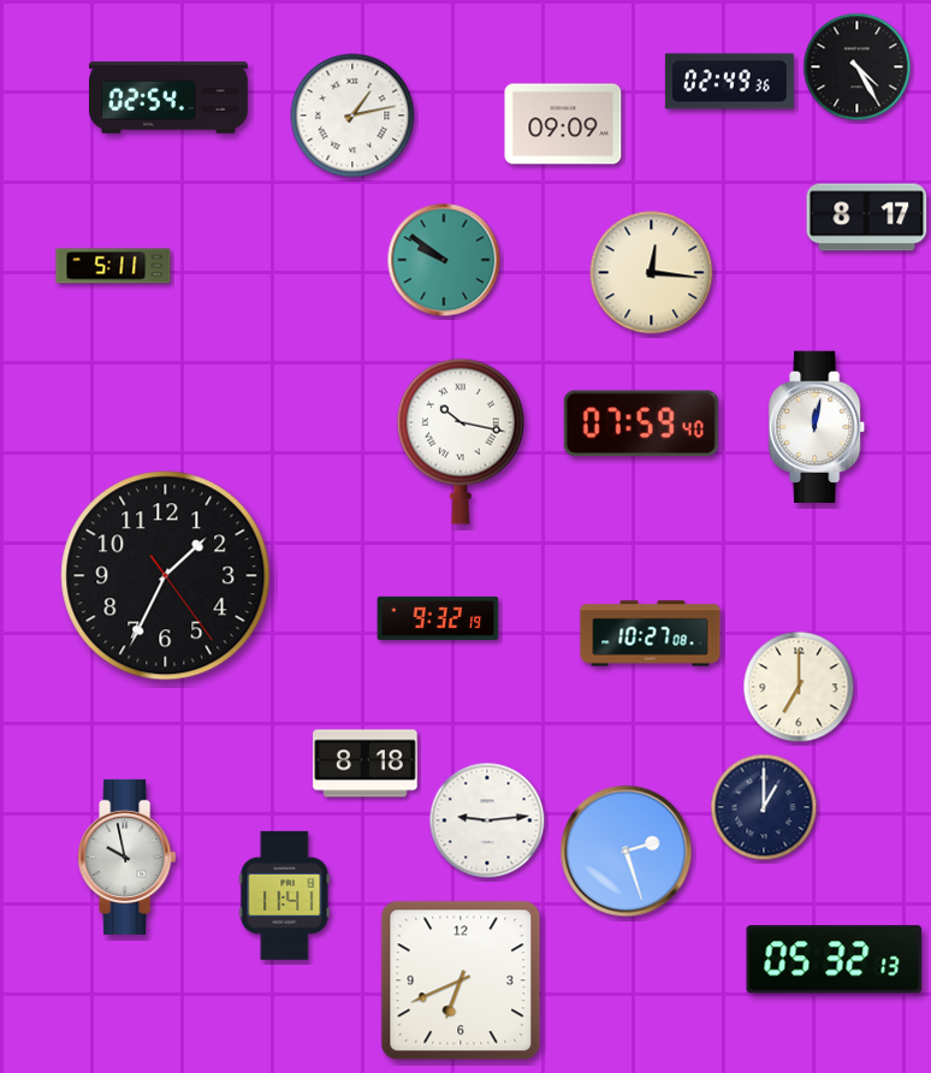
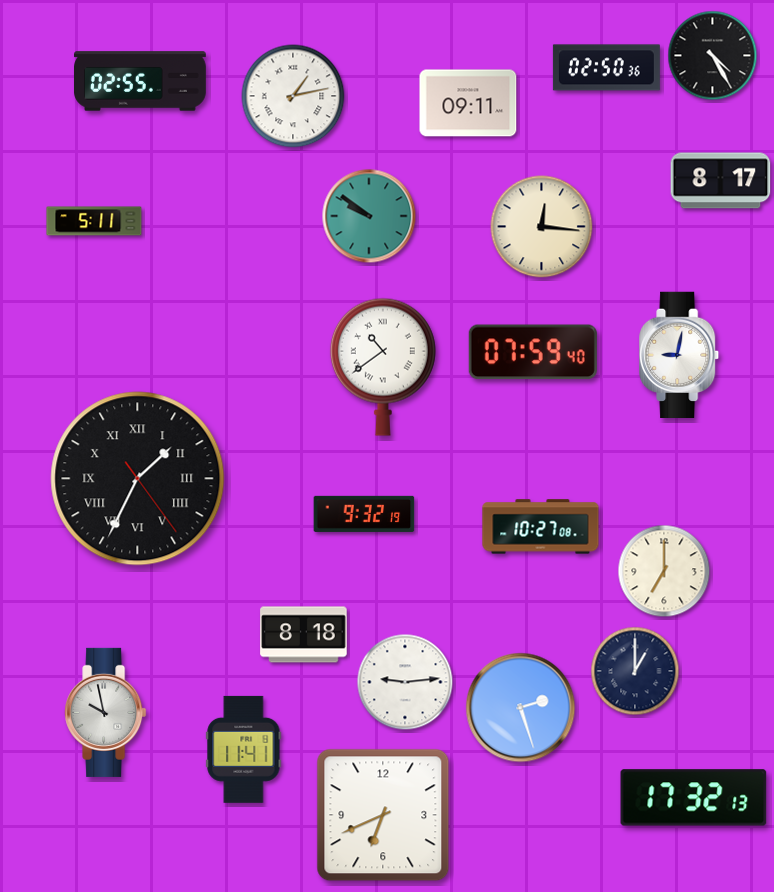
clock at (729, 82): 02:49 -> 02:50
clock at (170, 97): 02:54 -> 02:55
clock at (563, 124): 09:09 -> 09:11
clock at (818, 427): 12:02 -> 9:02
clock at (461, 441): 10:17 -> 10:39
clock at (166, 576) numerals: Arabic -> Roman
clock at (285, 895) position: (285, 895) -> (244, 749)
clock at (835, 960): 05:32 -> 17:32
